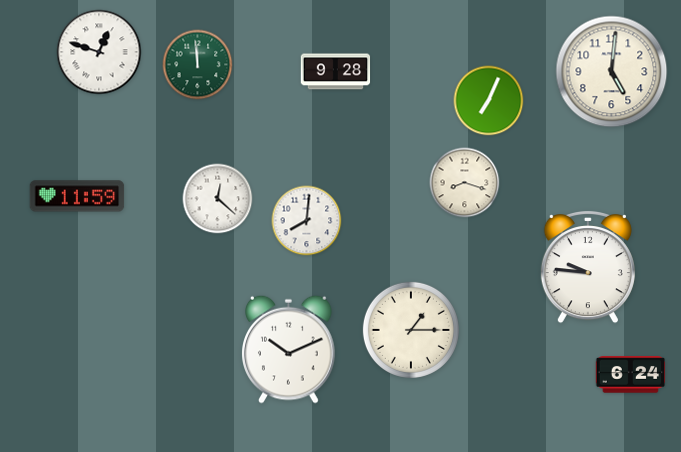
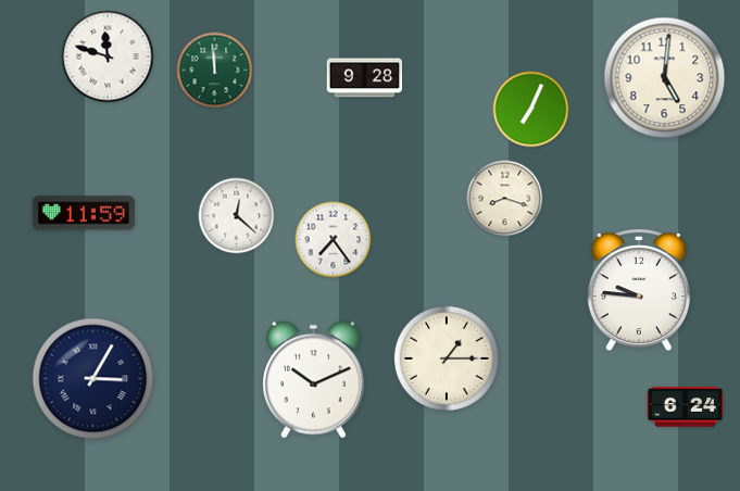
clock at (99, 52): 12:48 -> 11:48
clock at (307, 221): 8:01 -> 7:24
clock at (93, 379): none -> 3:05
